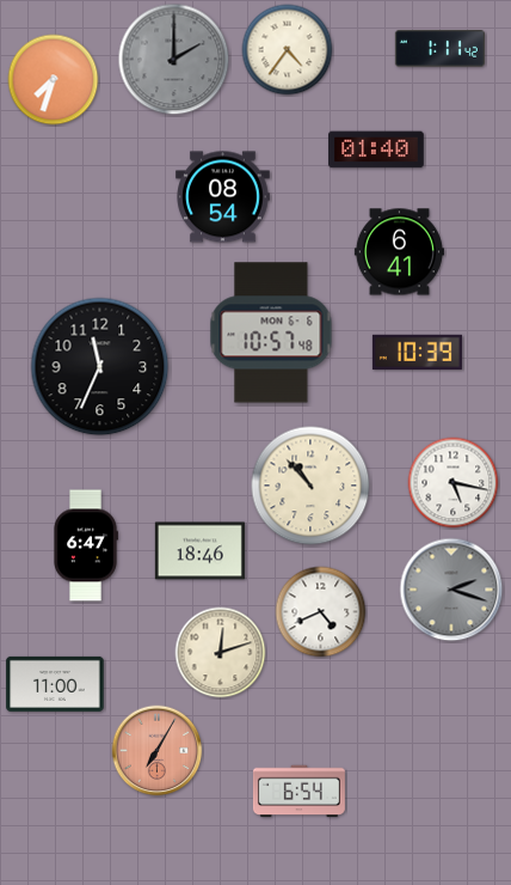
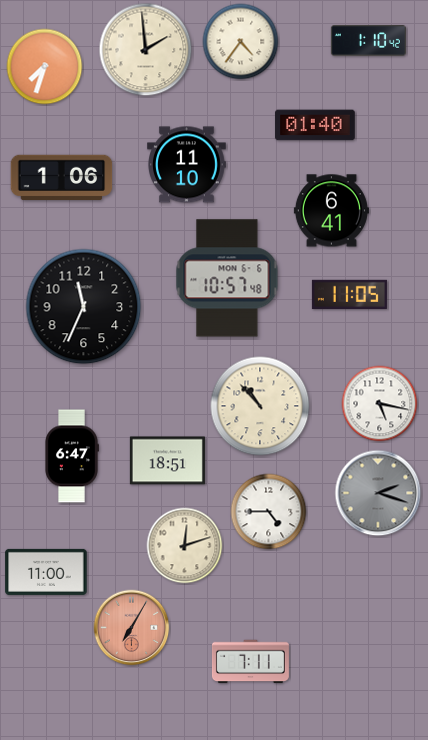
clock at (439, 49): 1:11 -> 1:10
clock at (174, 60): 2:00 -> 1:59
clock at (174, 60) dial: grey -> cream
clock at (223, 197): 08:54 -> 11:10
clock at (62, 178): none -> 1:06
clock at (399, 252) position: (399, 252) -> (331, 211)
clock at (417, 353): 10:39 -> 11:05
clock at (199, 551): 18:46 -> 18:51
clock at (321, 612): 4:41 -> 4:45
clock at (298, 792): 6:54 -> 7:11
